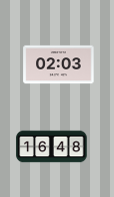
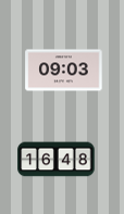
clock at (59, 65): 02:03 -> 09:03
